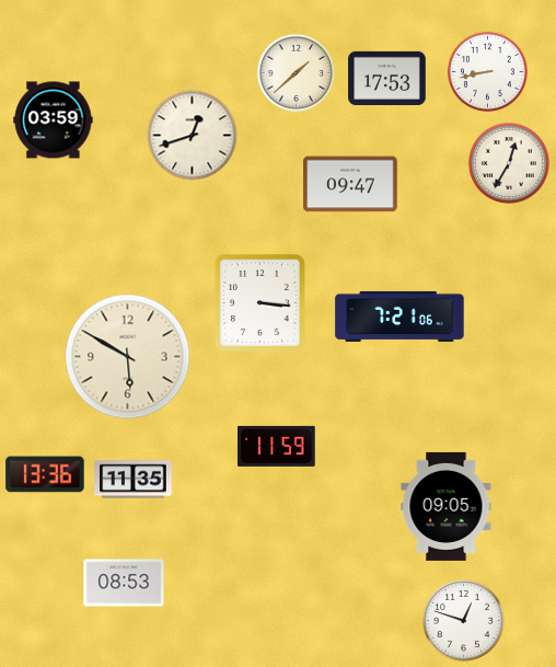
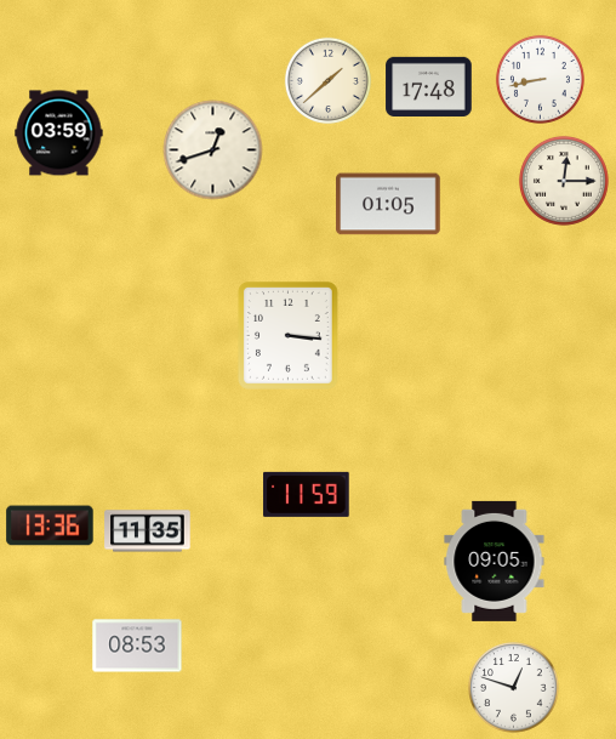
clock at (387, 78): 17:53 -> 17:48
clock at (509, 163): 12:35 -> 12:15
clock at (350, 184): 09:47 -> 01:05
clock at (399, 317): 7:21 -> none
clock at (128, 357): 5:50 -> none
